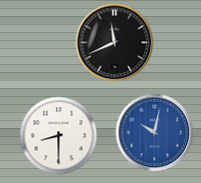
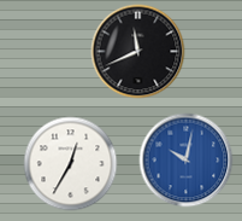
clock at (58, 135): 8:30 -> 12:35
